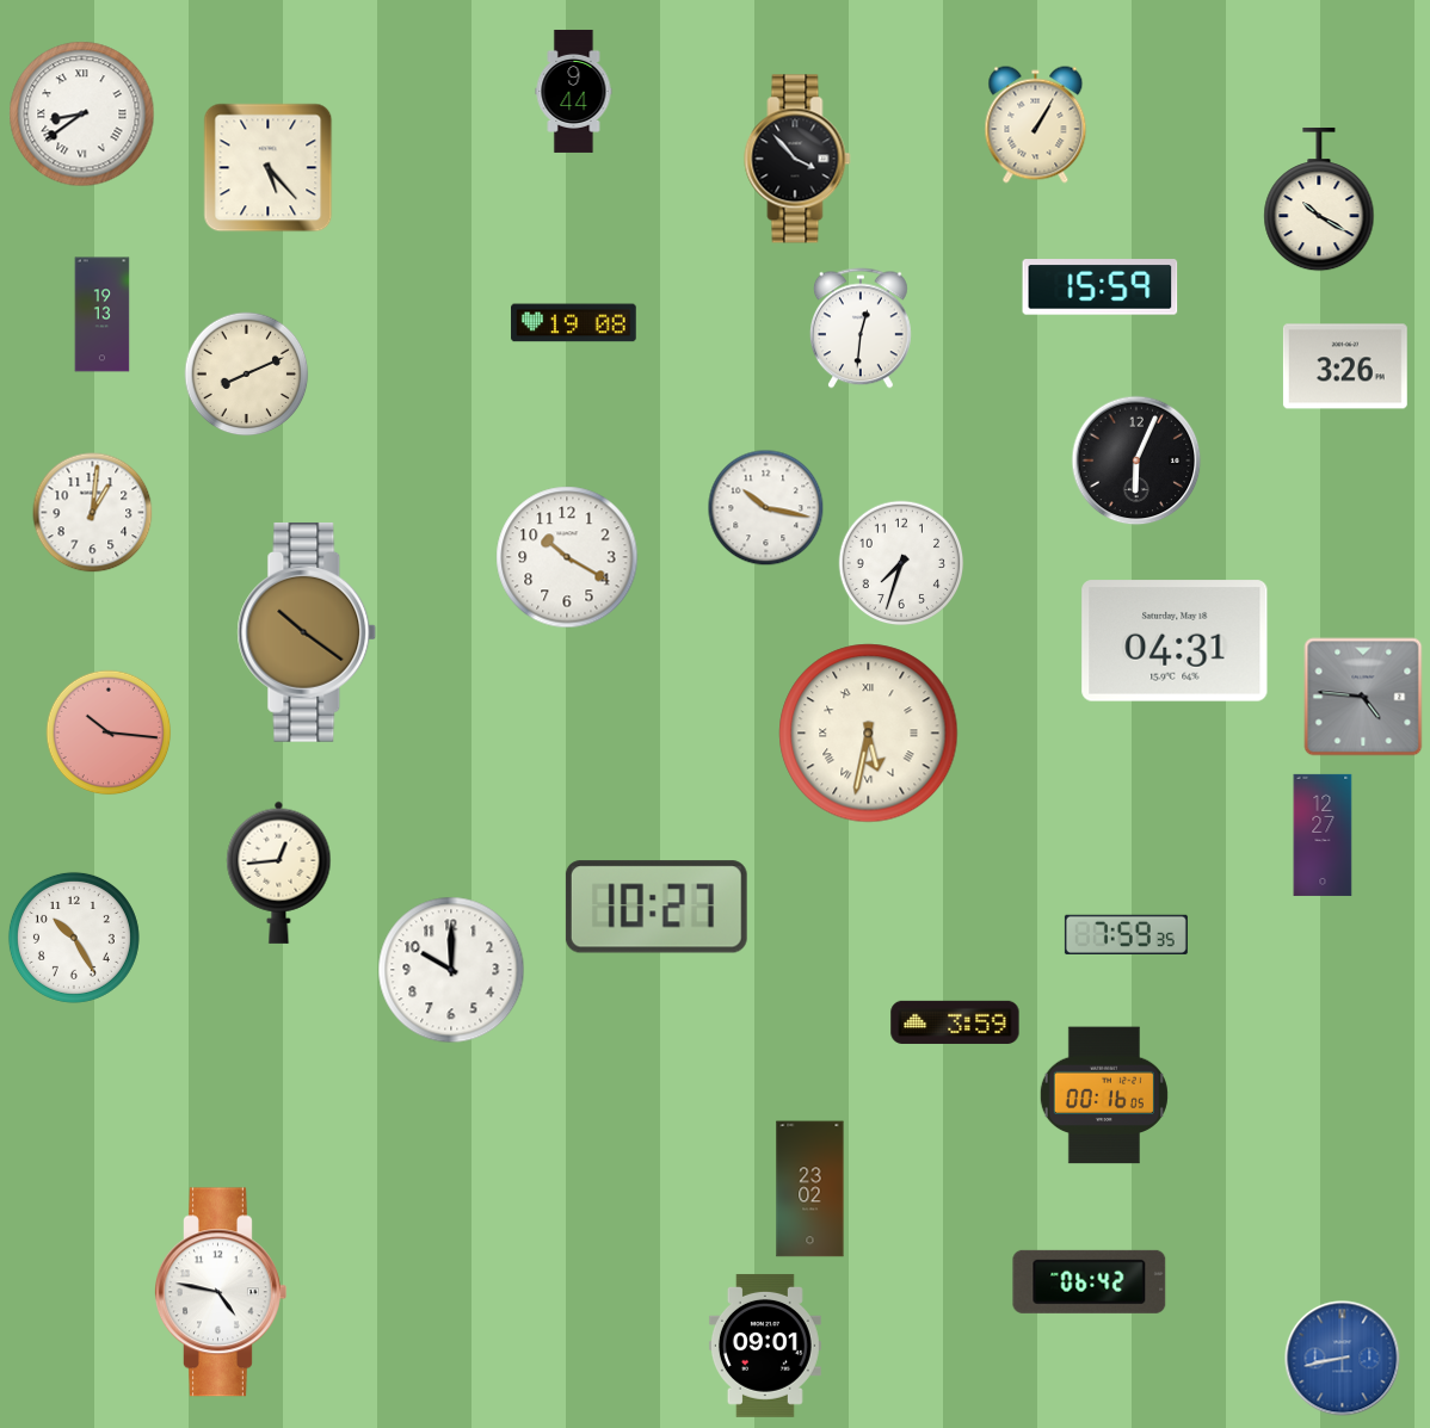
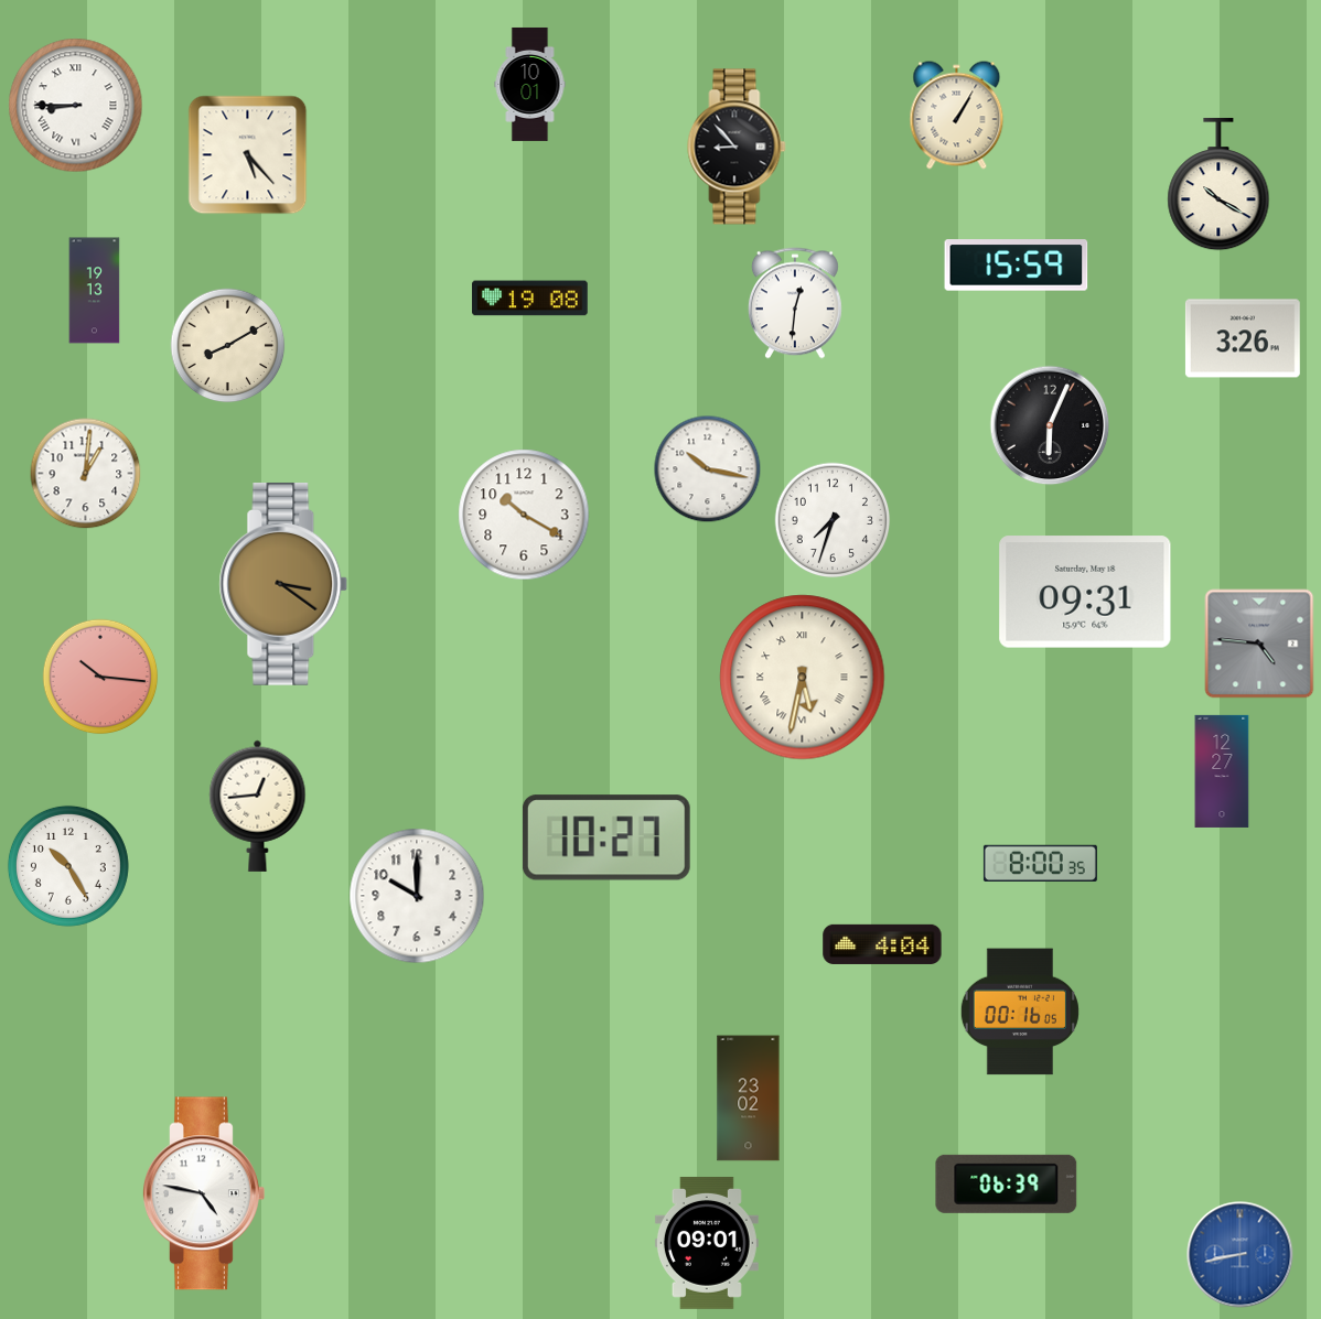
clock at (574, 91): 9:44 -> 10:01
clock at (82, 115): 8:39 -> 8:45
clock at (797, 159): 3:53 -> 8:53
clock at (247, 375): 8:11 -> 8:10
clock at (307, 632): 10:21 -> 3:21
clock at (1175, 641): 04:31 -> 09:31
clock at (1126, 934): 7:59 -> 8:00
clock at (955, 1022): 3:59 -> 4:04
clock at (1090, 1281): 06:42 -> 06:39
